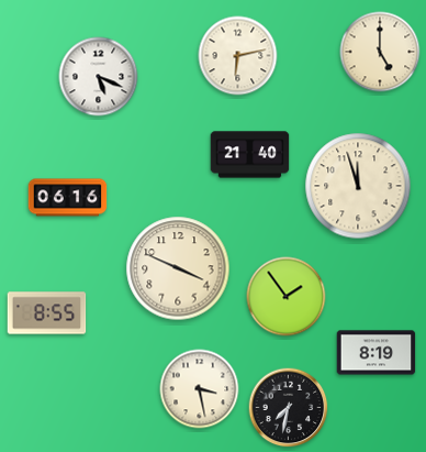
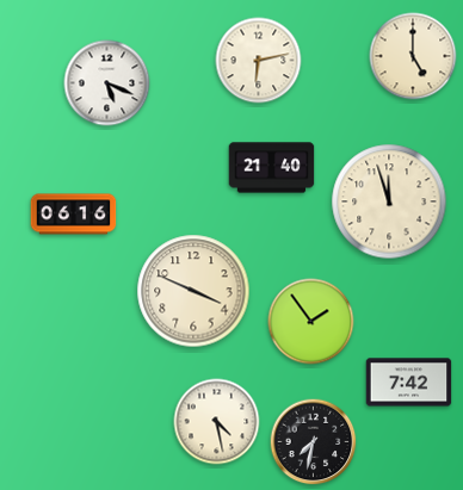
clock at (47, 313): 8:55 -> none
clock at (377, 353): 8:19 -> 7:42
clock at (200, 389): 3:28 -> 4:28
